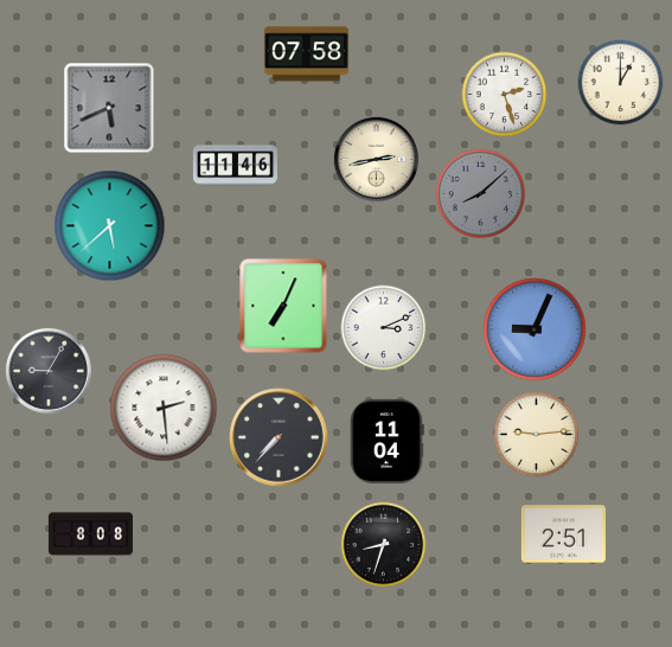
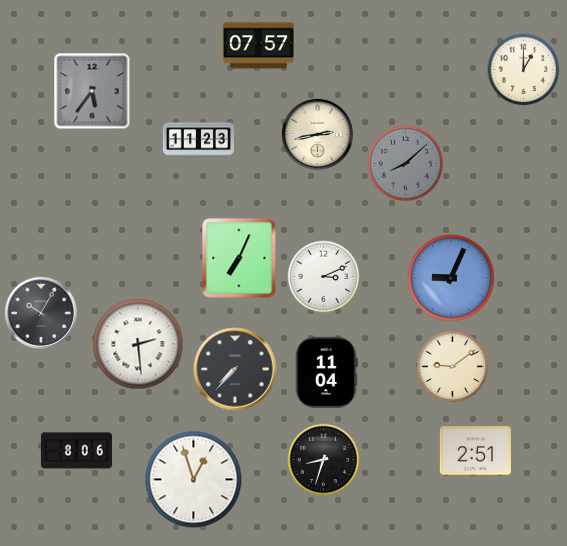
clock at (306, 55): 07:58 -> 07:57
clock at (505, 95): 2:27 -> none
clock at (109, 108): 5:41 -> 5:36
clock at (235, 166): 11:46 -> 11:23
clock at (110, 226): 5:38 -> none
clock at (49, 371): 9:05 -> 10:05
clock at (537, 435): 9:14 -> 9:09
clock at (90, 534): 8:08 -> 8:06
clock at (194, 480): none -> 12:57
